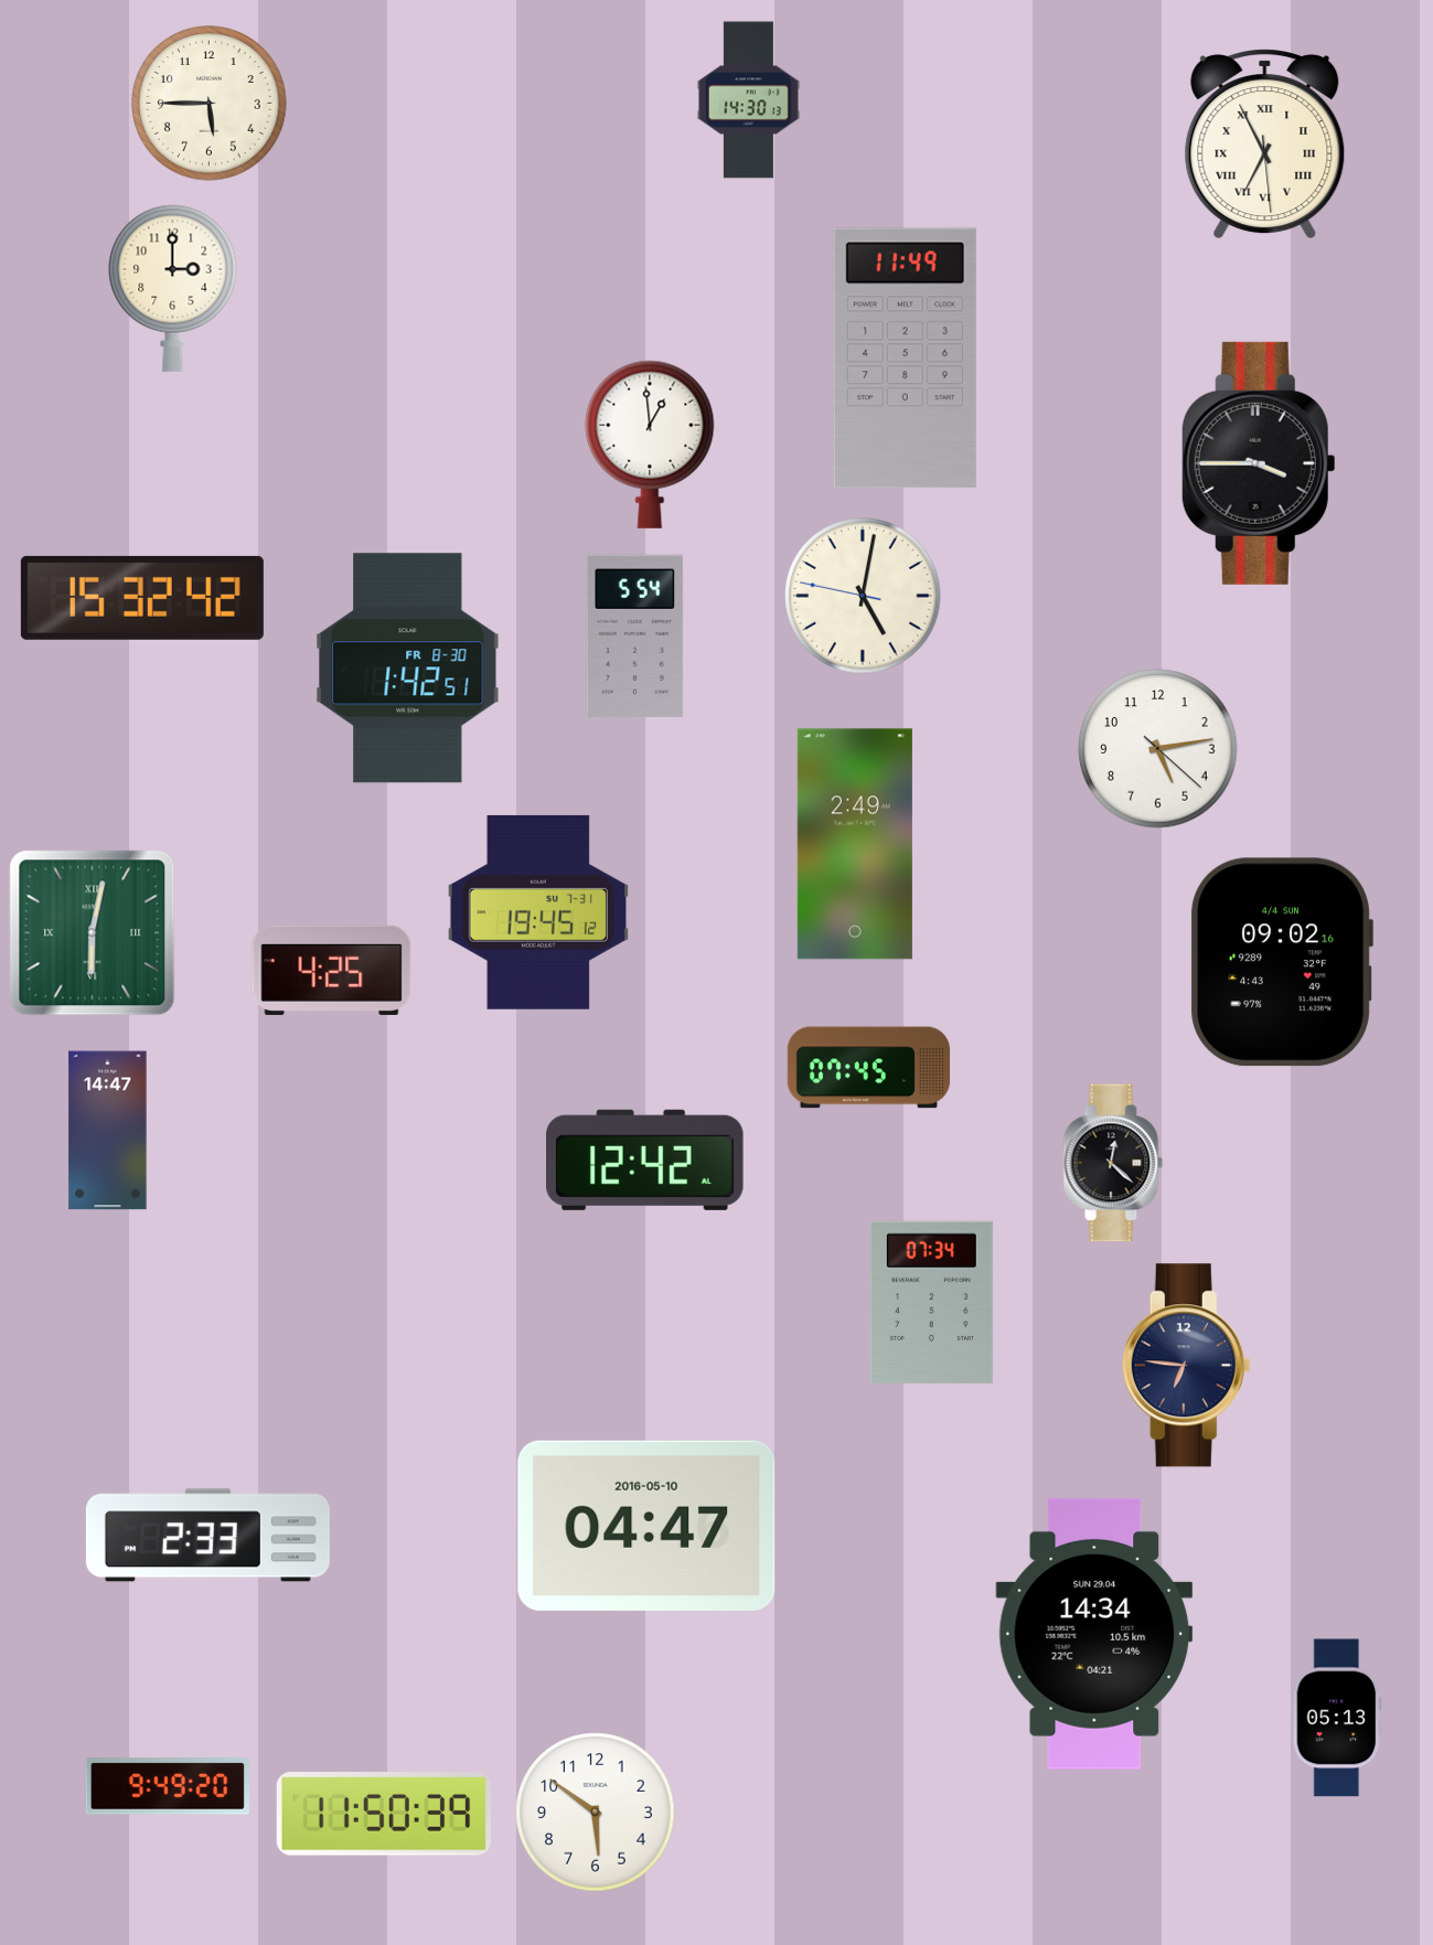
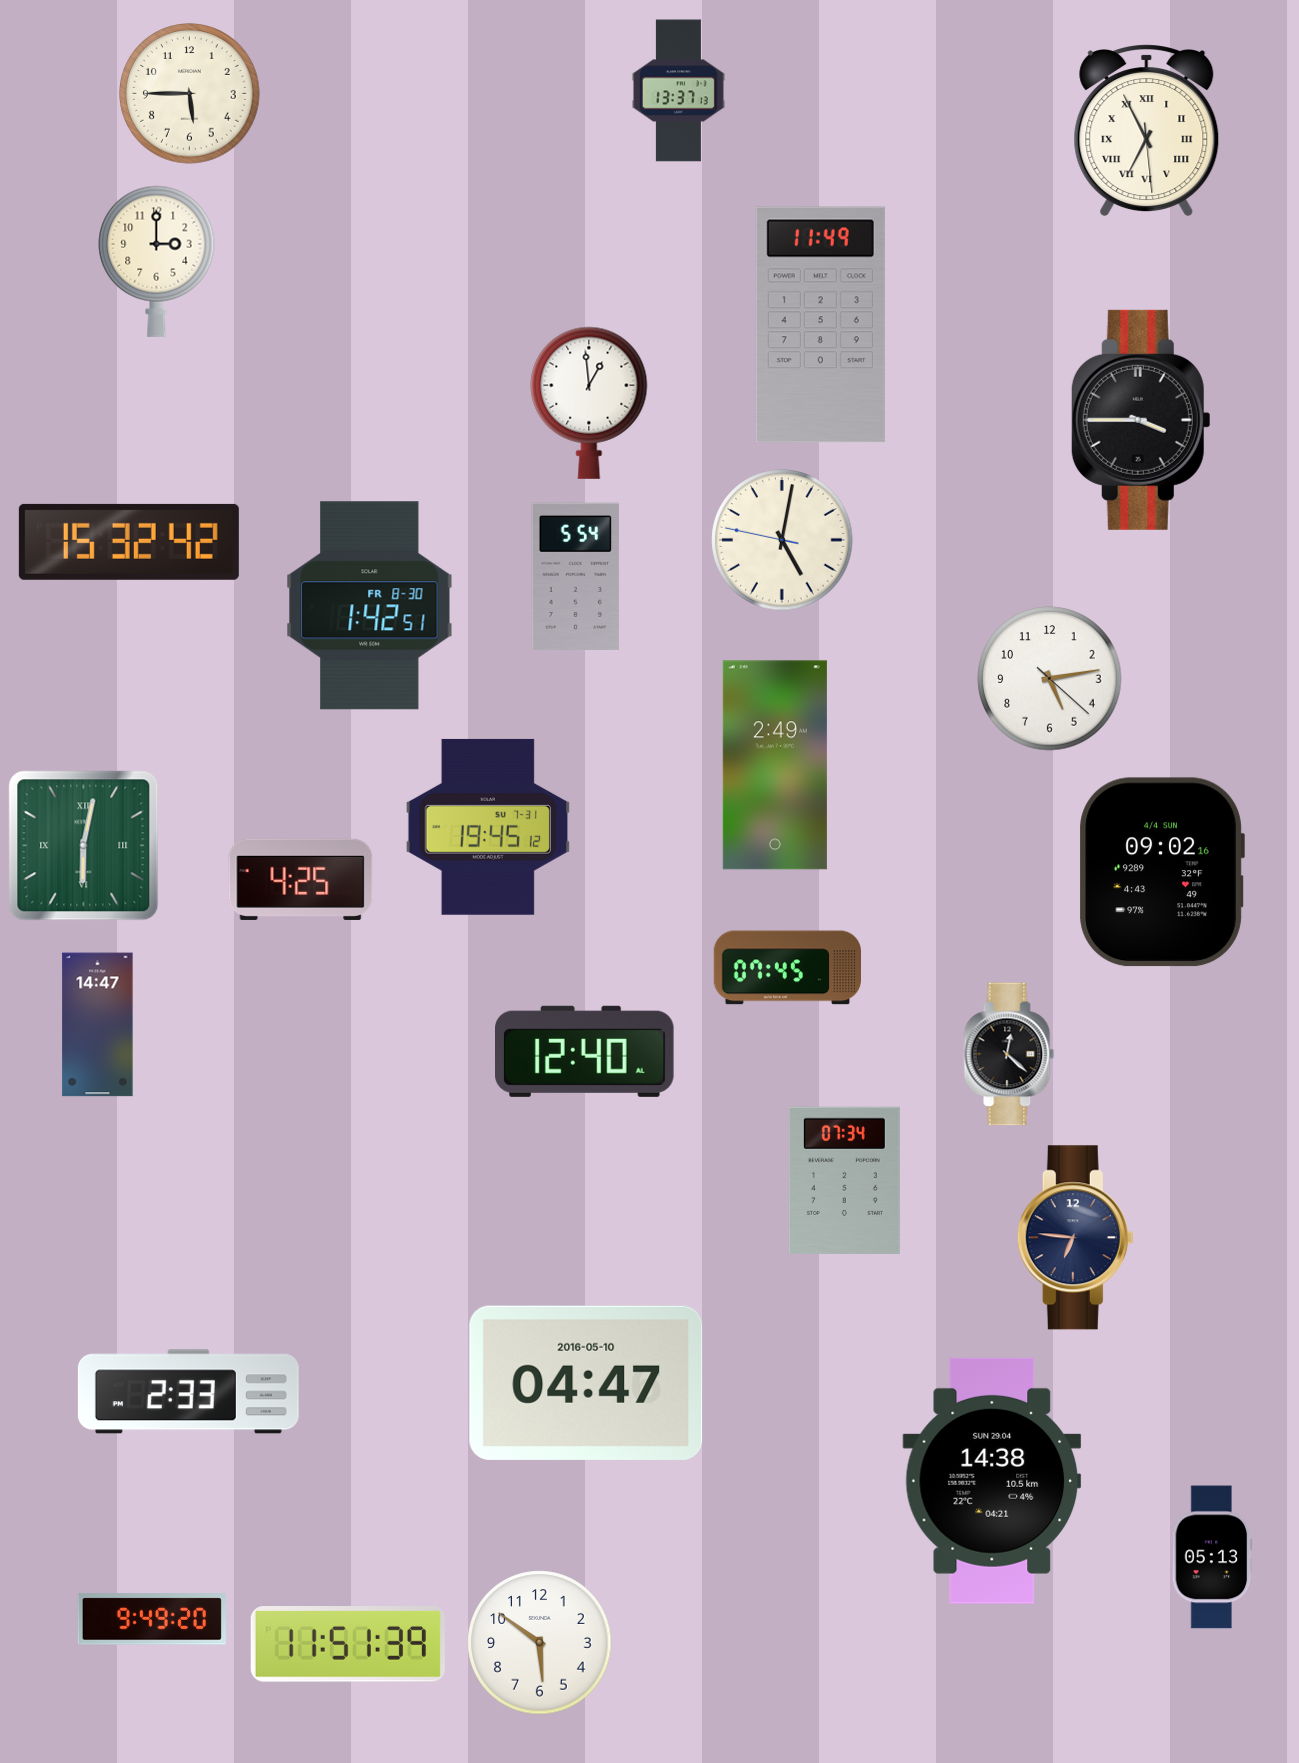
clock at (748, 100): 14:30 -> 13:37
clock at (645, 1159): 12:42 -> 12:40
clock at (1094, 1634): 14:34 -> 14:38
clock at (384, 1814): 11:50 -> 11:51
